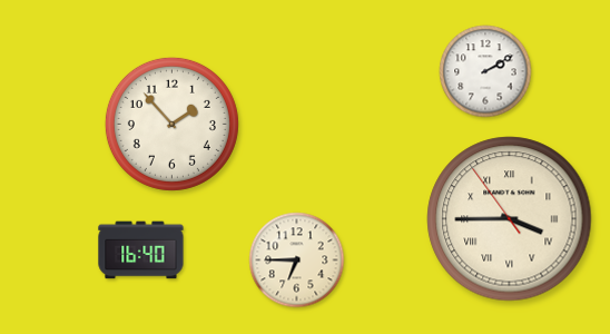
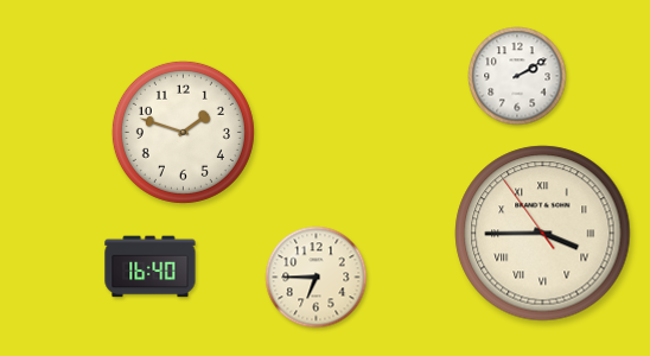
clock at (171, 124): 1:53 -> 1:48
